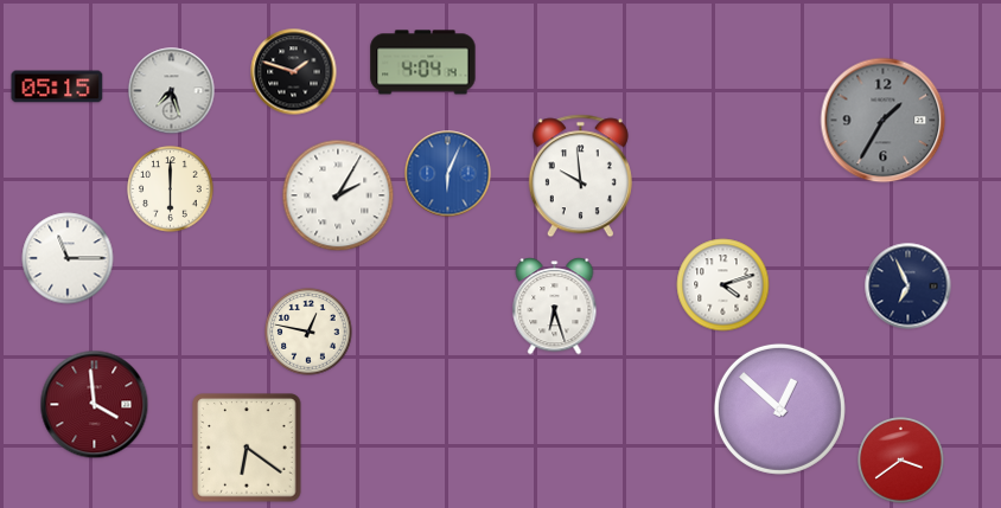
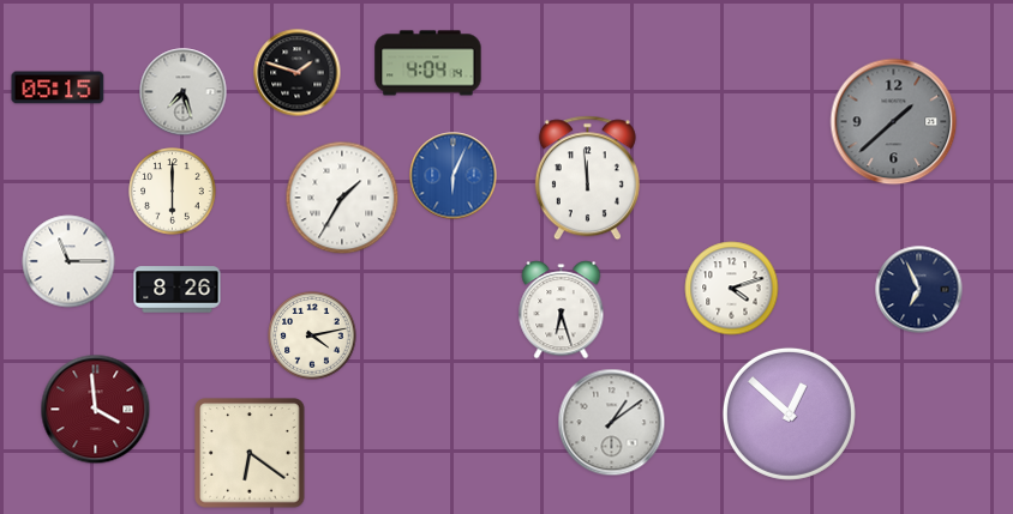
clock at (172, 91) position: (172, 91) -> (184, 92)
clock at (884, 121): 1:35 -> 1:38
clock at (580, 176): 9:59 -> 11:59
clock at (338, 195): 2:05 -> 1:35
clock at (178, 290): none -> 8:26
clock at (308, 332): 12:47 -> 4:13
clock at (612, 423): none -> 1:09
clock at (901, 461): 3:39 -> none
